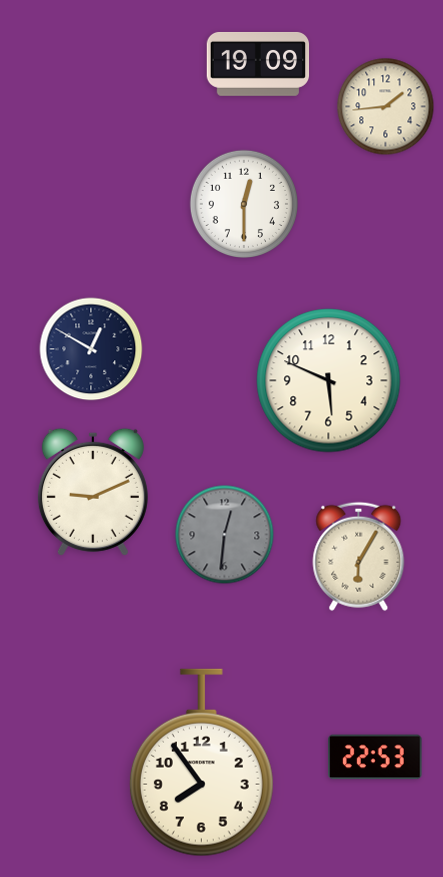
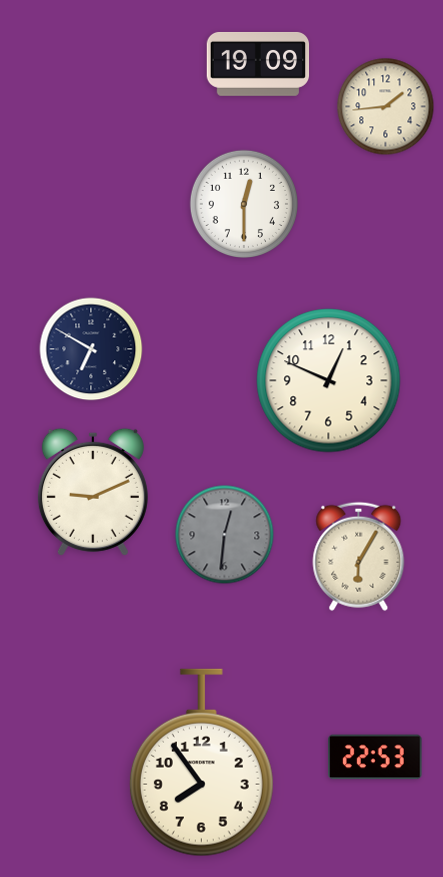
clock at (91, 349): 12:50 -> 6:50
clock at (329, 381): 5:49 -> 12:49
